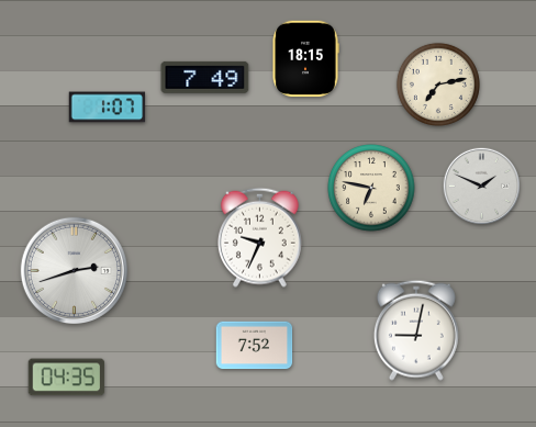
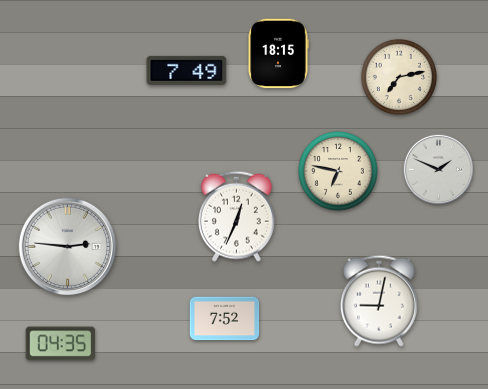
clock at (108, 108): 1:07 -> none
clock at (260, 237): 9:34 -> 12:34
clock at (74, 270): 2:42 -> 2:46
clock at (255, 346) position: (255, 346) -> (225, 319)
